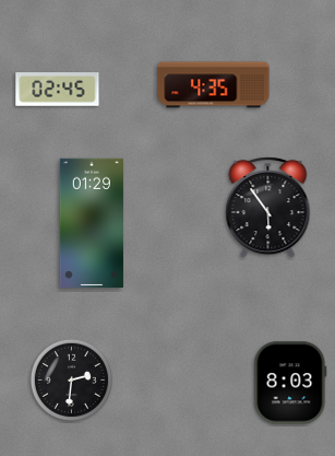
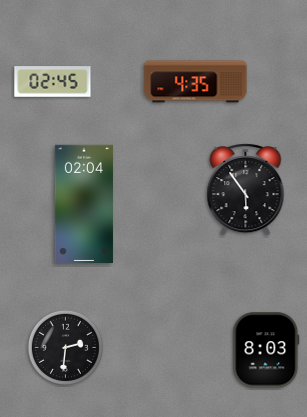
clock at (214, 85) position: (214, 85) -> (196, 82)
clock at (92, 222): 01:29 -> 02:04
